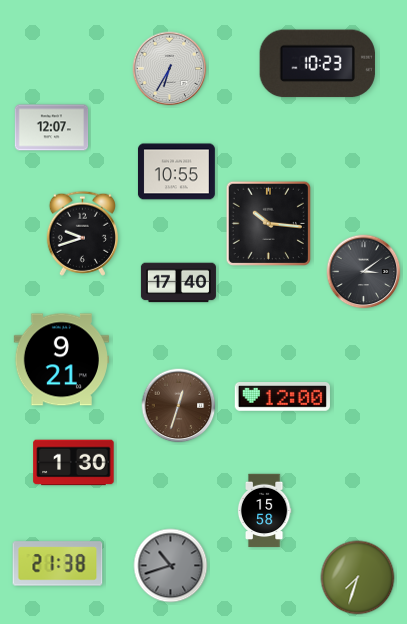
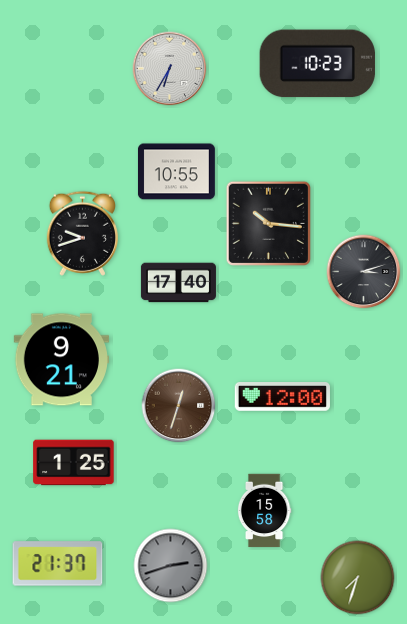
clock at (52, 128): 12:07 -> none
clock at (364, 272): 3:09 -> 3:12
clock at (74, 463): 1:30 -> 1:25
clock at (58, 564): 21:38 -> 21:37
clock at (171, 566): 10:42 -> 2:42
